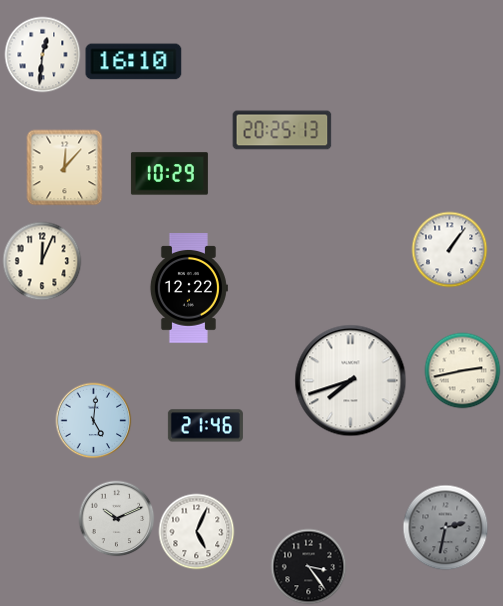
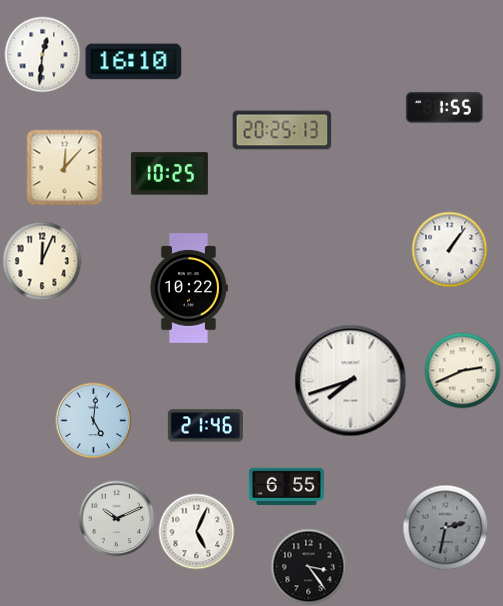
clock at (444, 107): none -> 1:55
clock at (169, 174): 10:29 -> 10:25
clock at (188, 288): 12:22 -> 10:22
clock at (463, 371): 2:43 -> 2:41
clock at (286, 486): none -> 6:55
